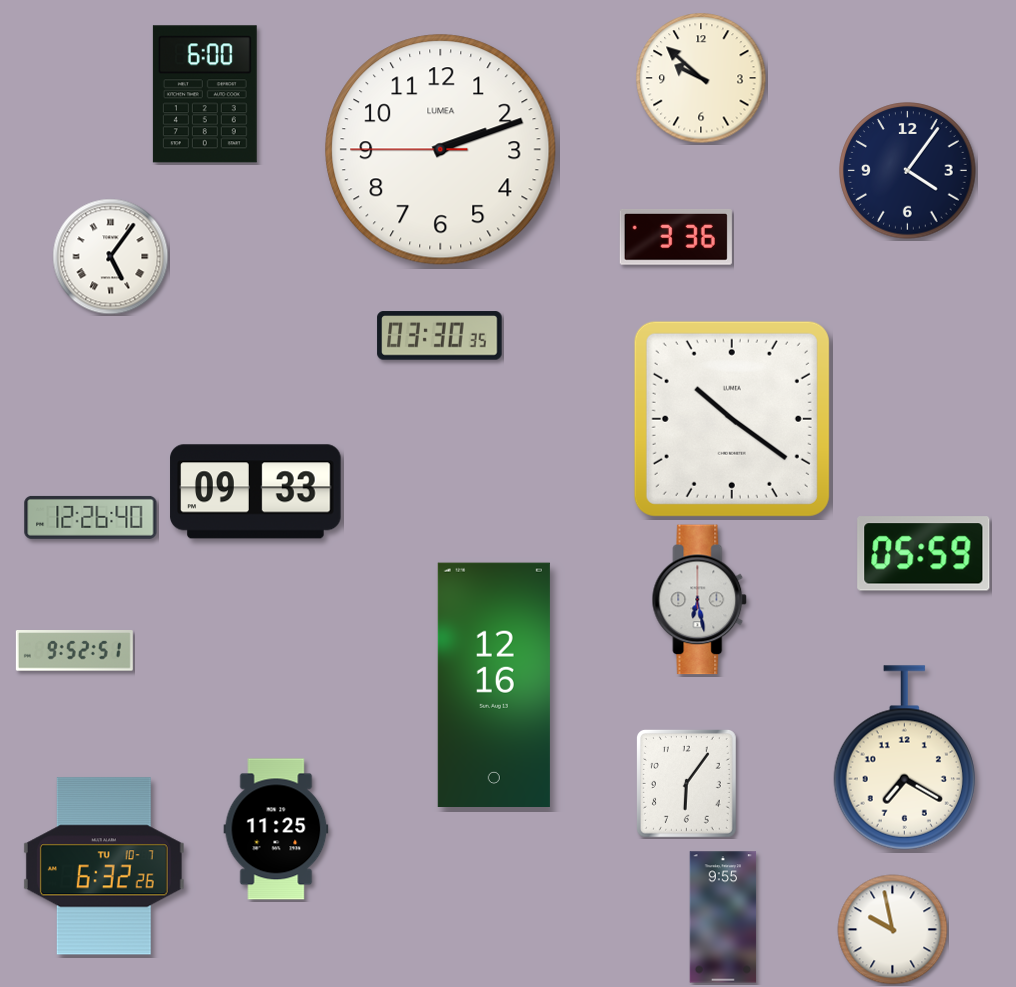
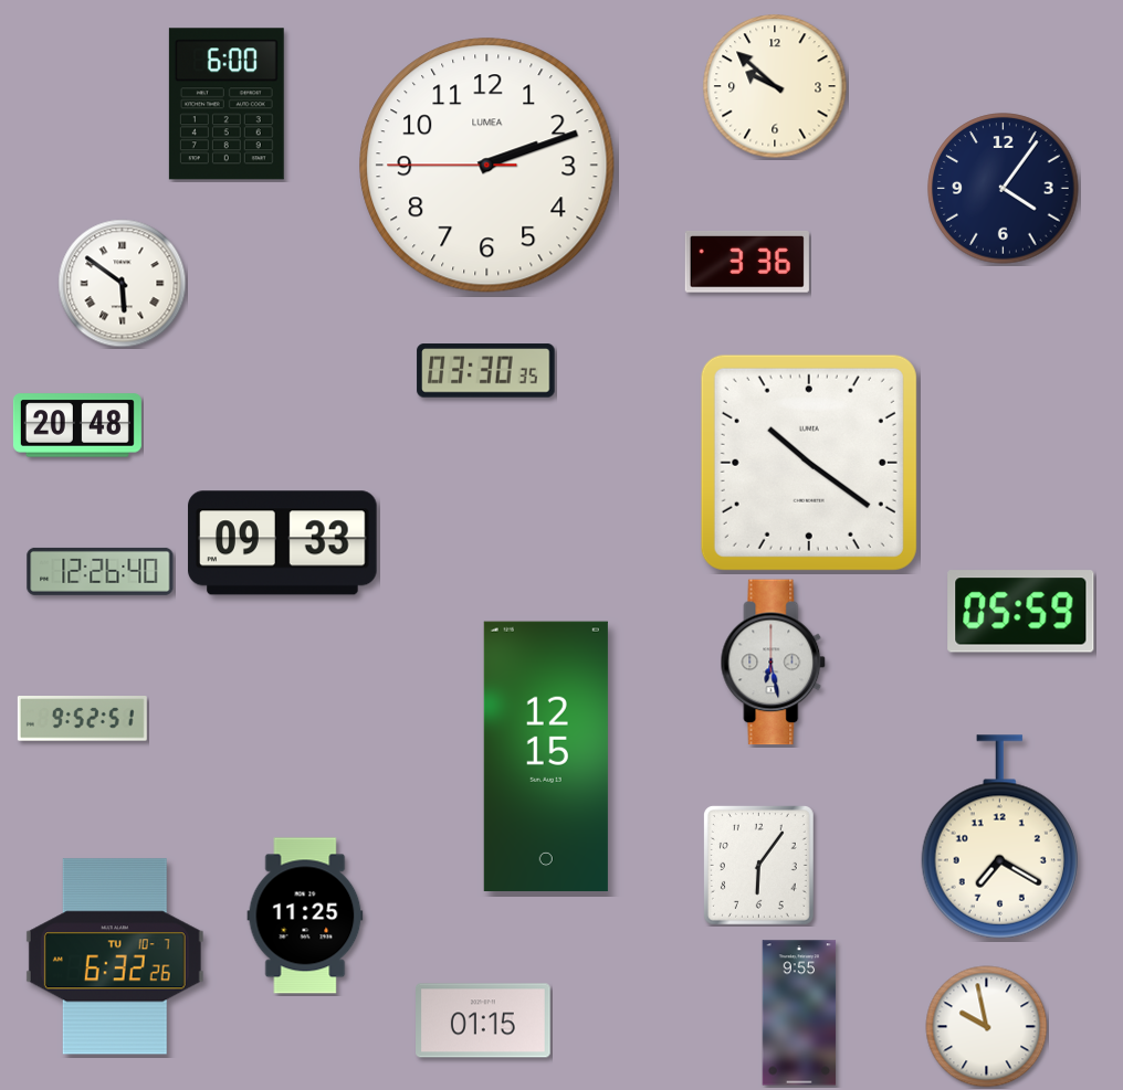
clock at (111, 257): 5:06 -> 5:51
clock at (77, 425): none -> 20:48
clock at (494, 684): 12:16 -> 12:15
clock at (484, 1020): none -> 01:15
